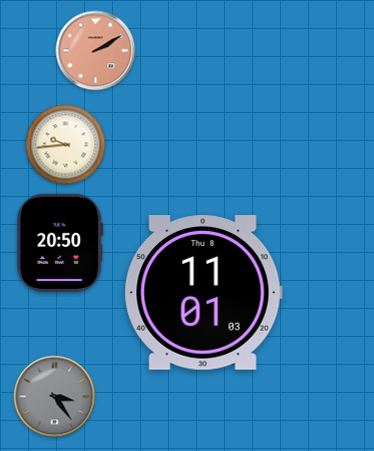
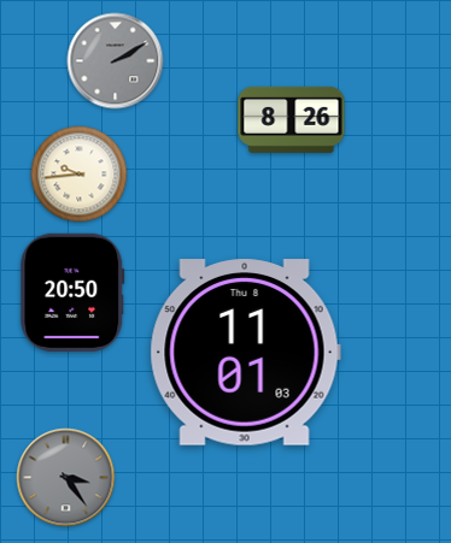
clock at (96, 51) dial: salmon -> grey
clock at (292, 119): none -> 8:26
